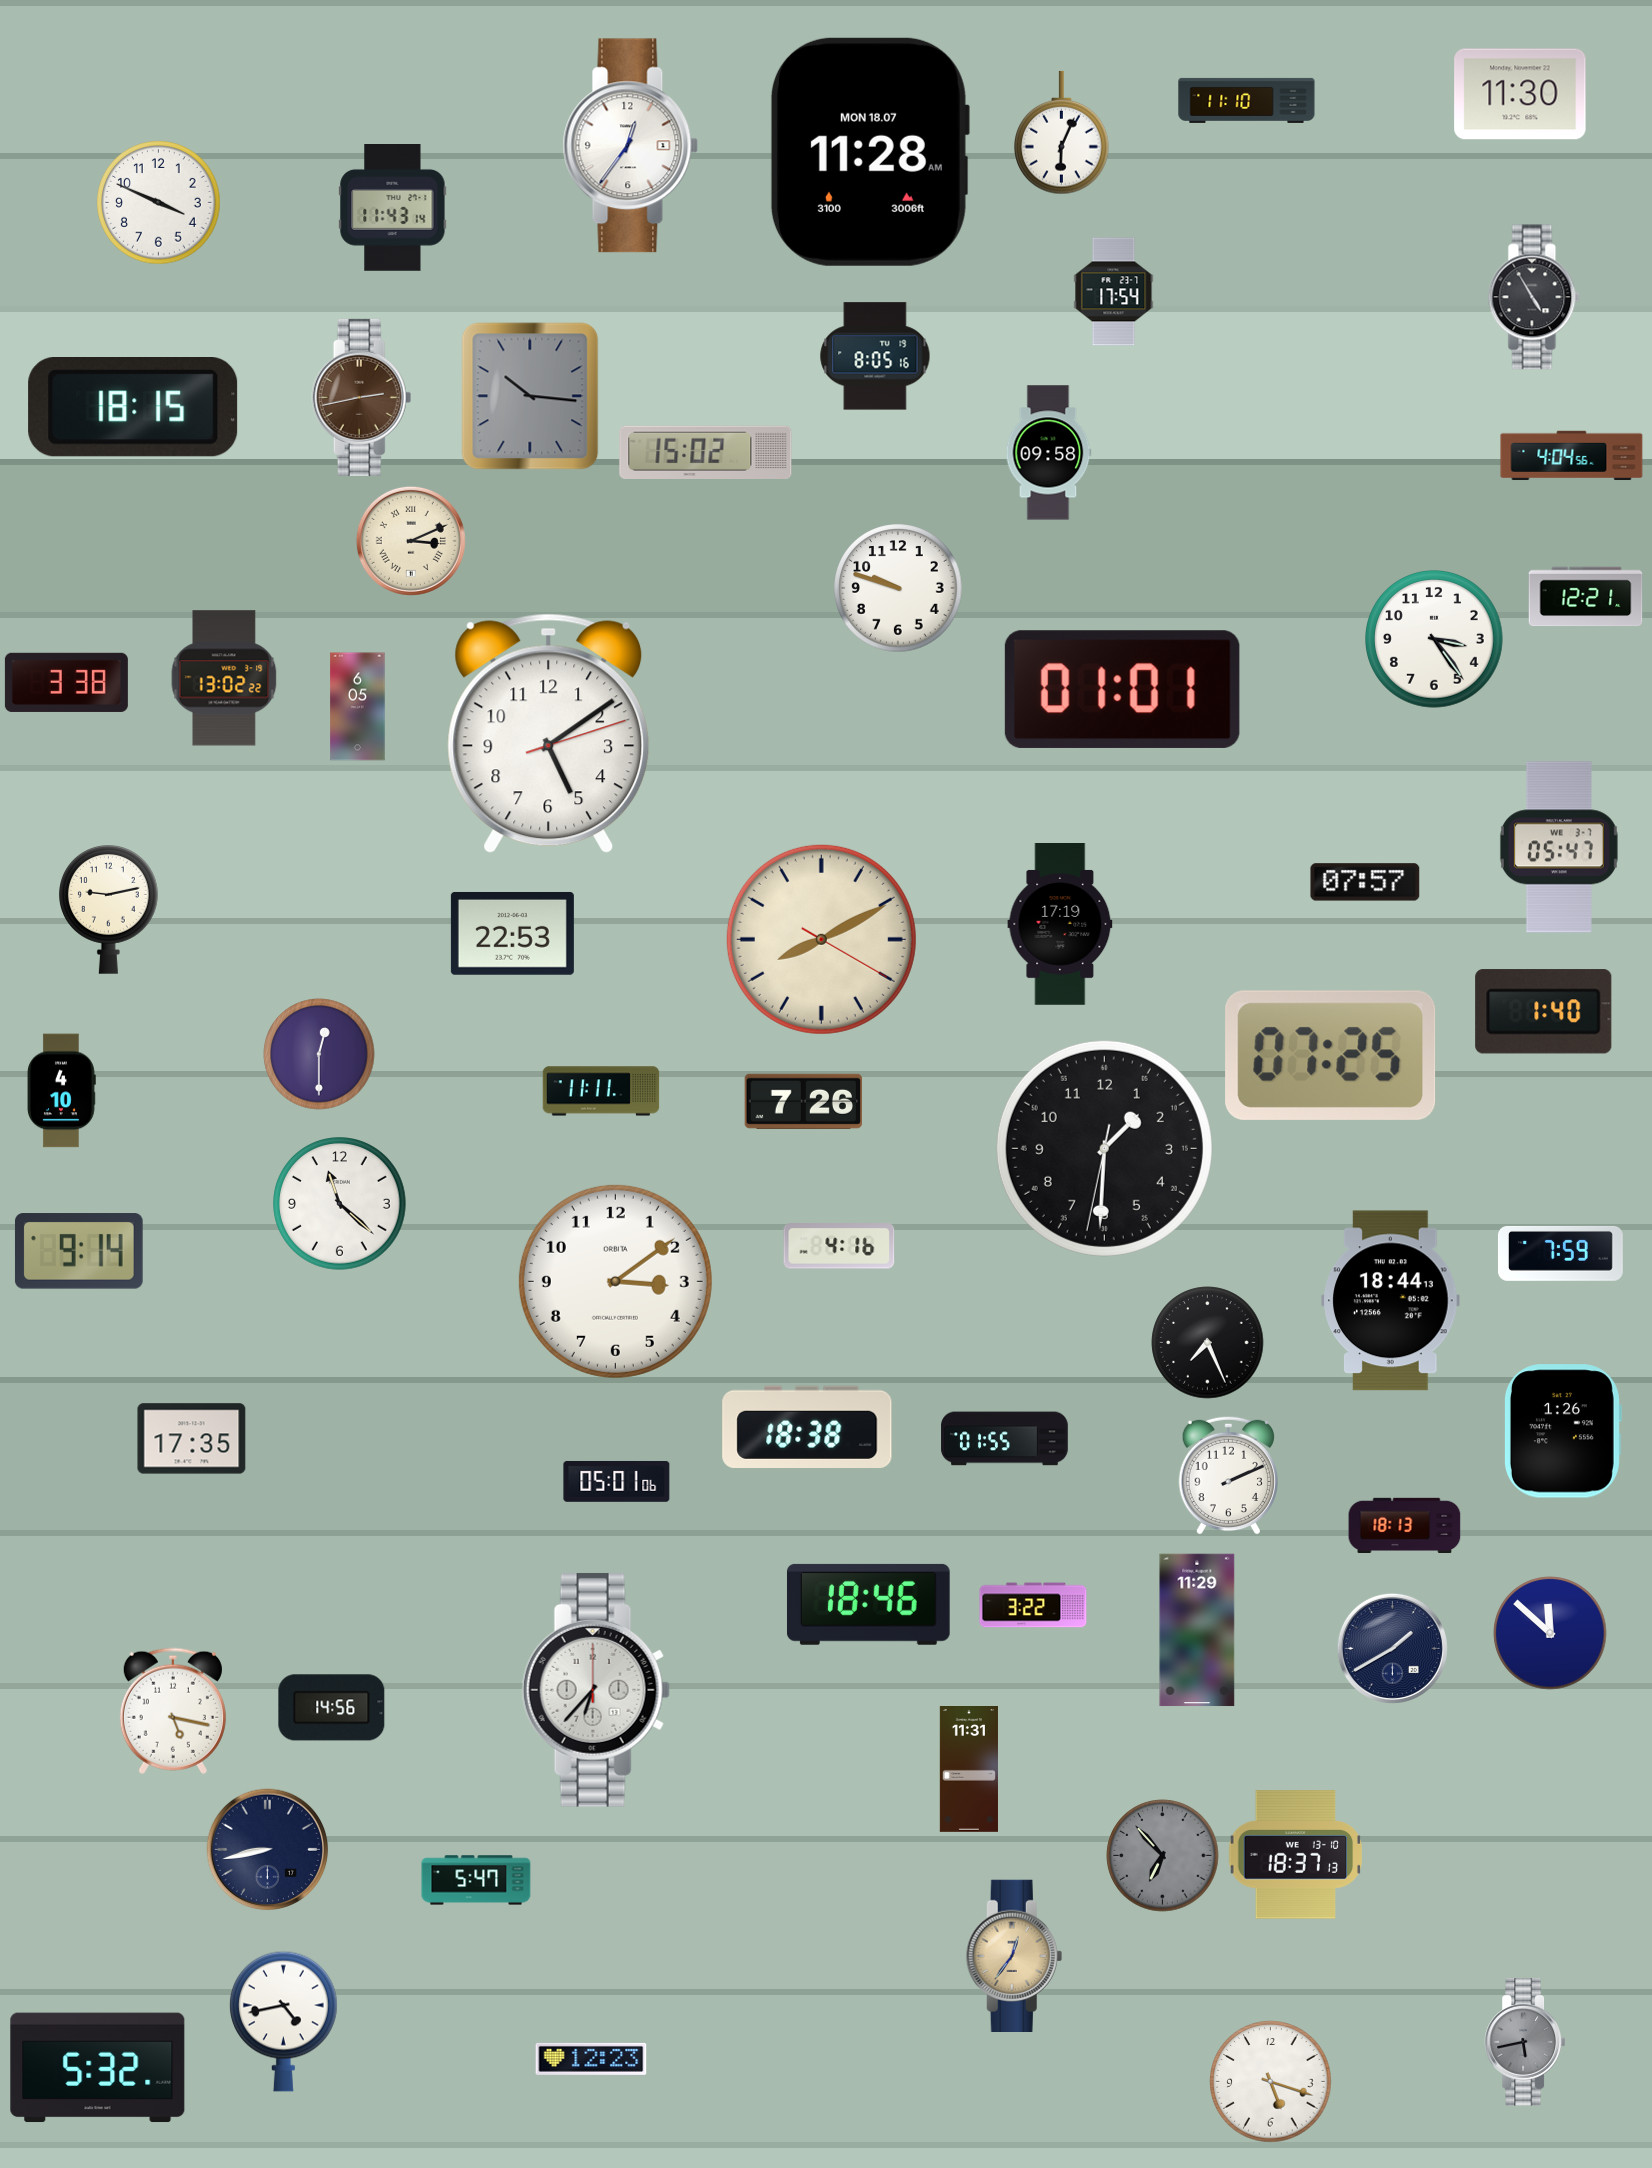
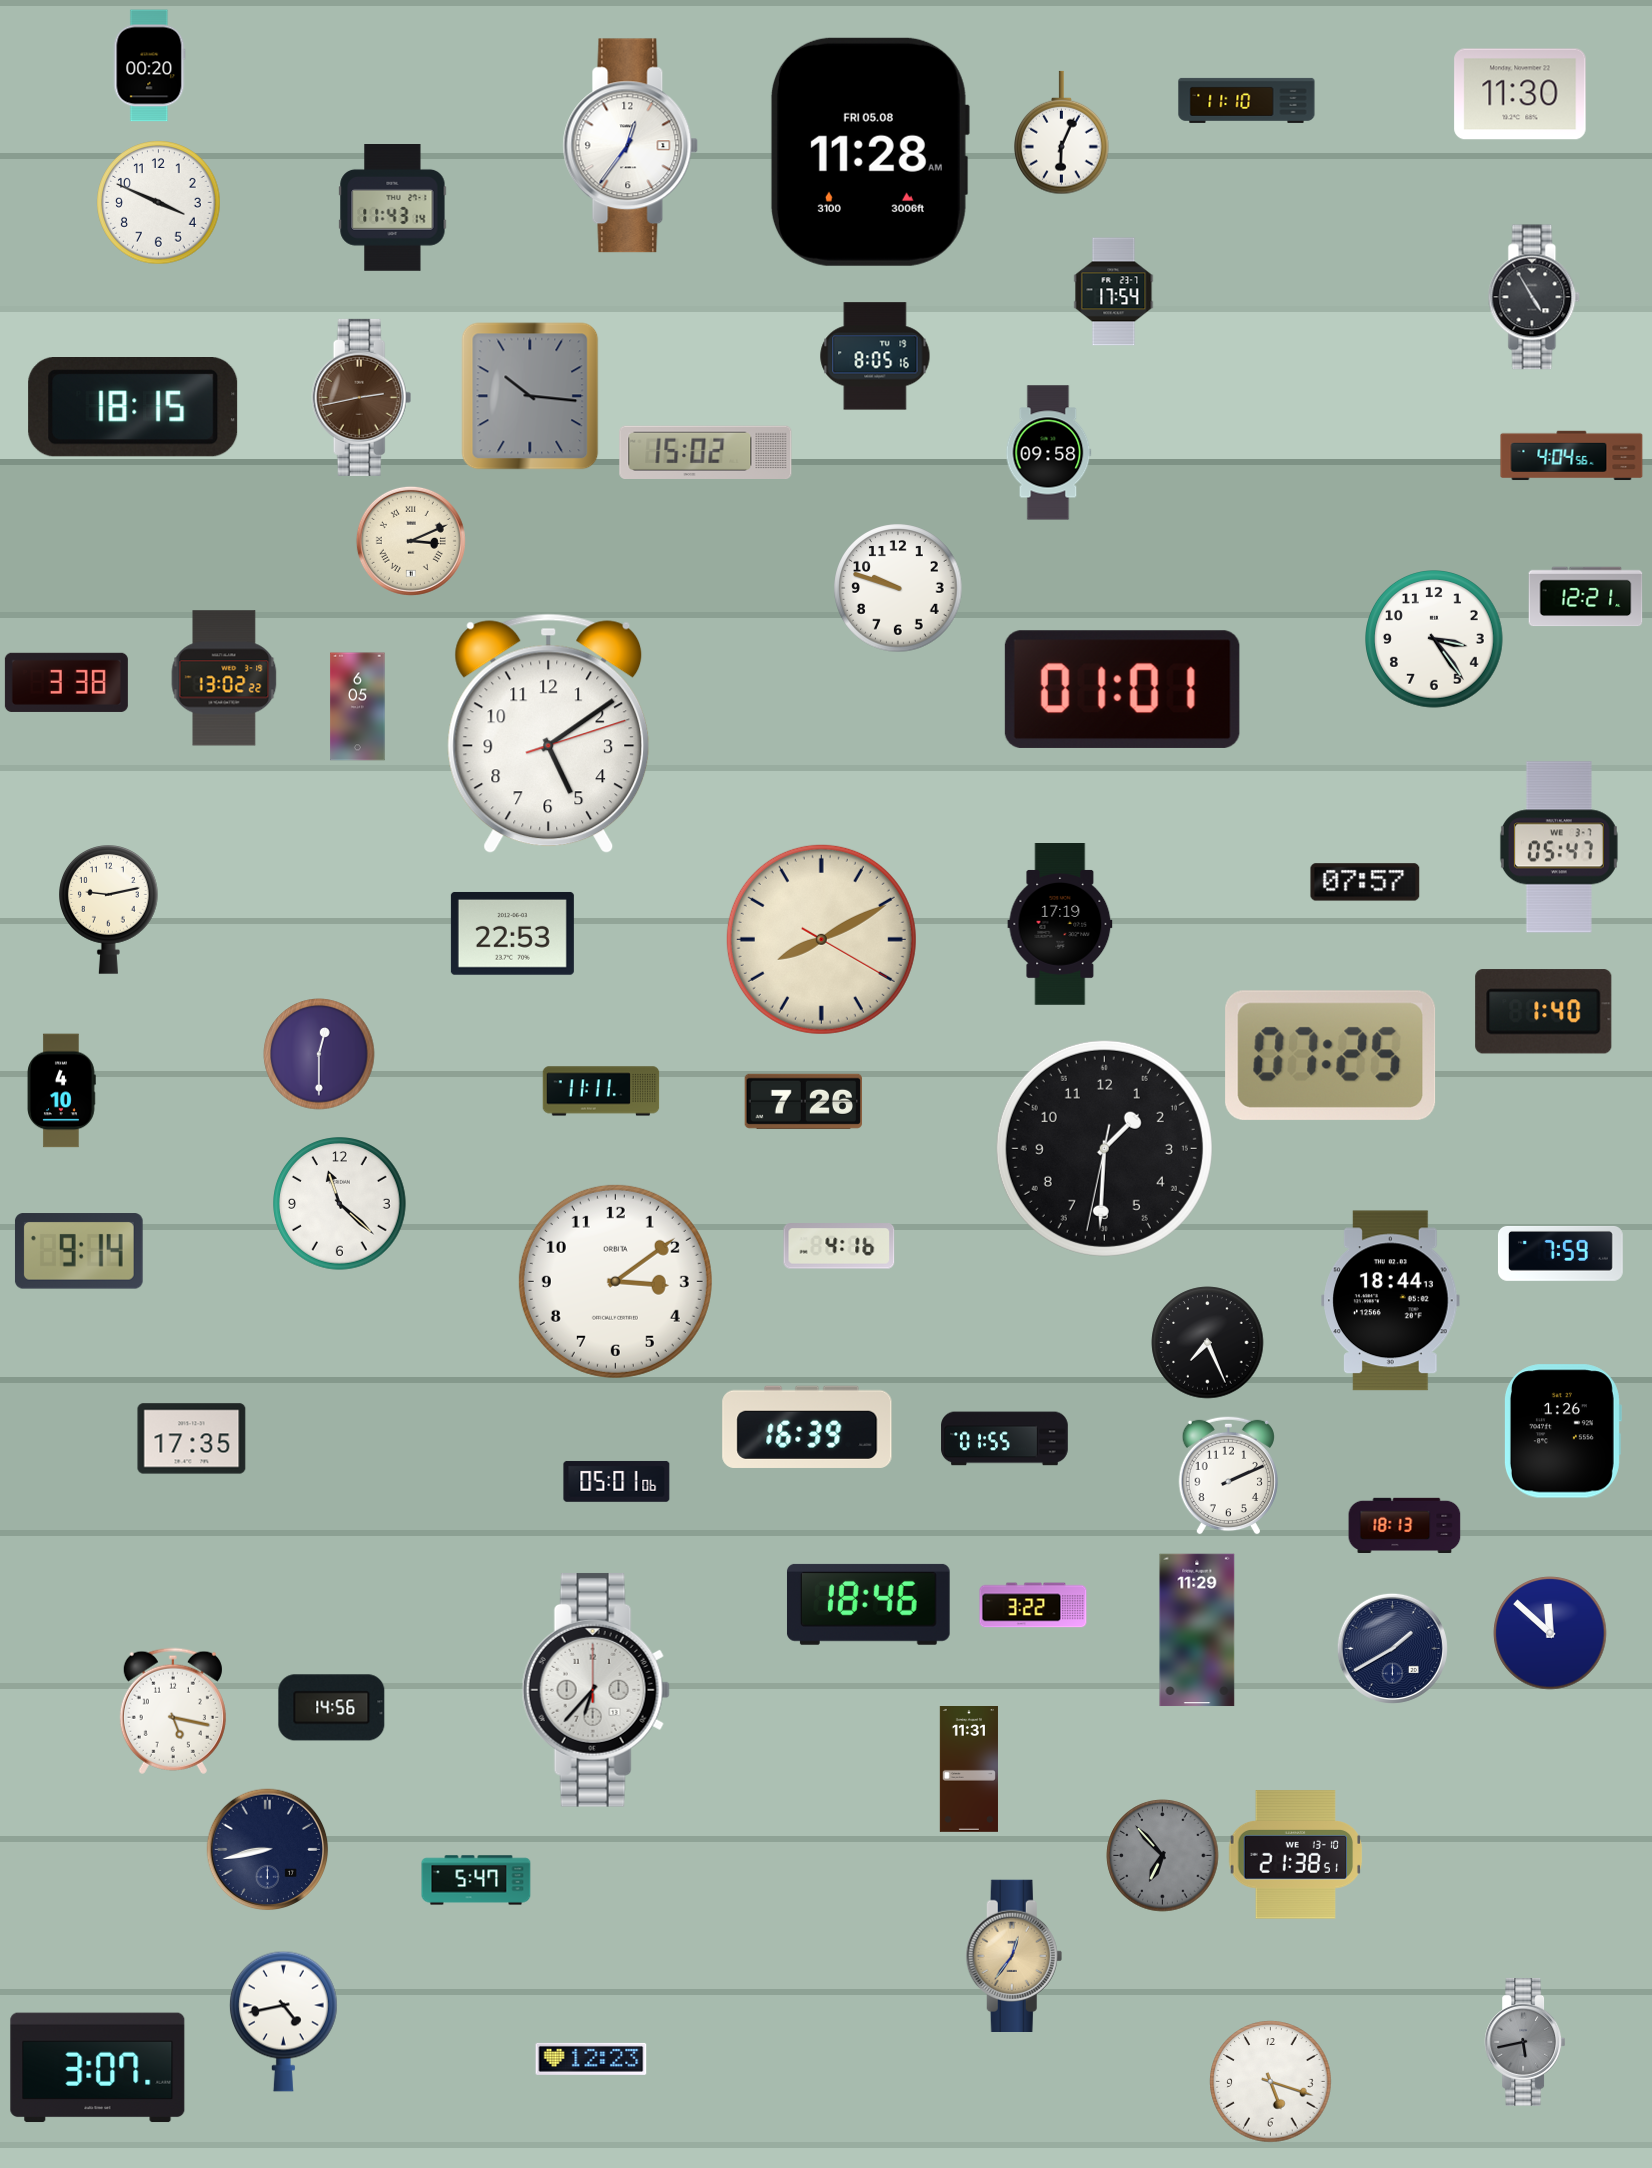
clock at (150, 66): none -> 00:20
clock at (869, 152) date: MON 18.07 -> FRI 05.08
clock at (807, 1427): 18:38 -> 16:39
clock at (1296, 1855): 18:37 -> 21:38
clock at (98, 2068): 5:32 -> 3:07
